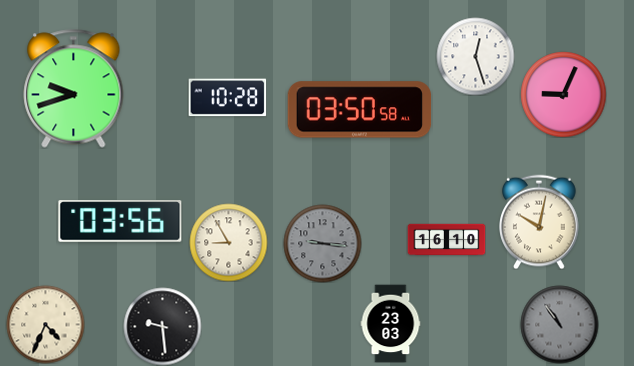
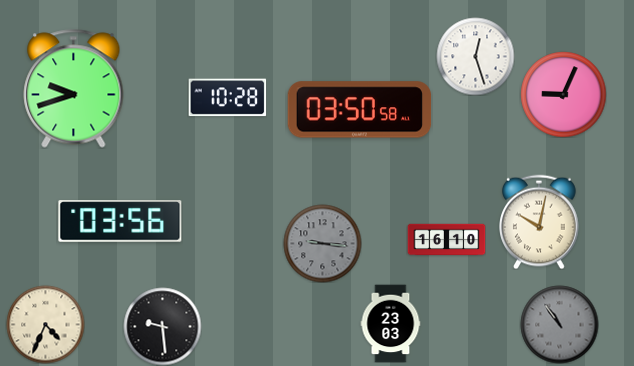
clock at (228, 242): 8:55 -> none
